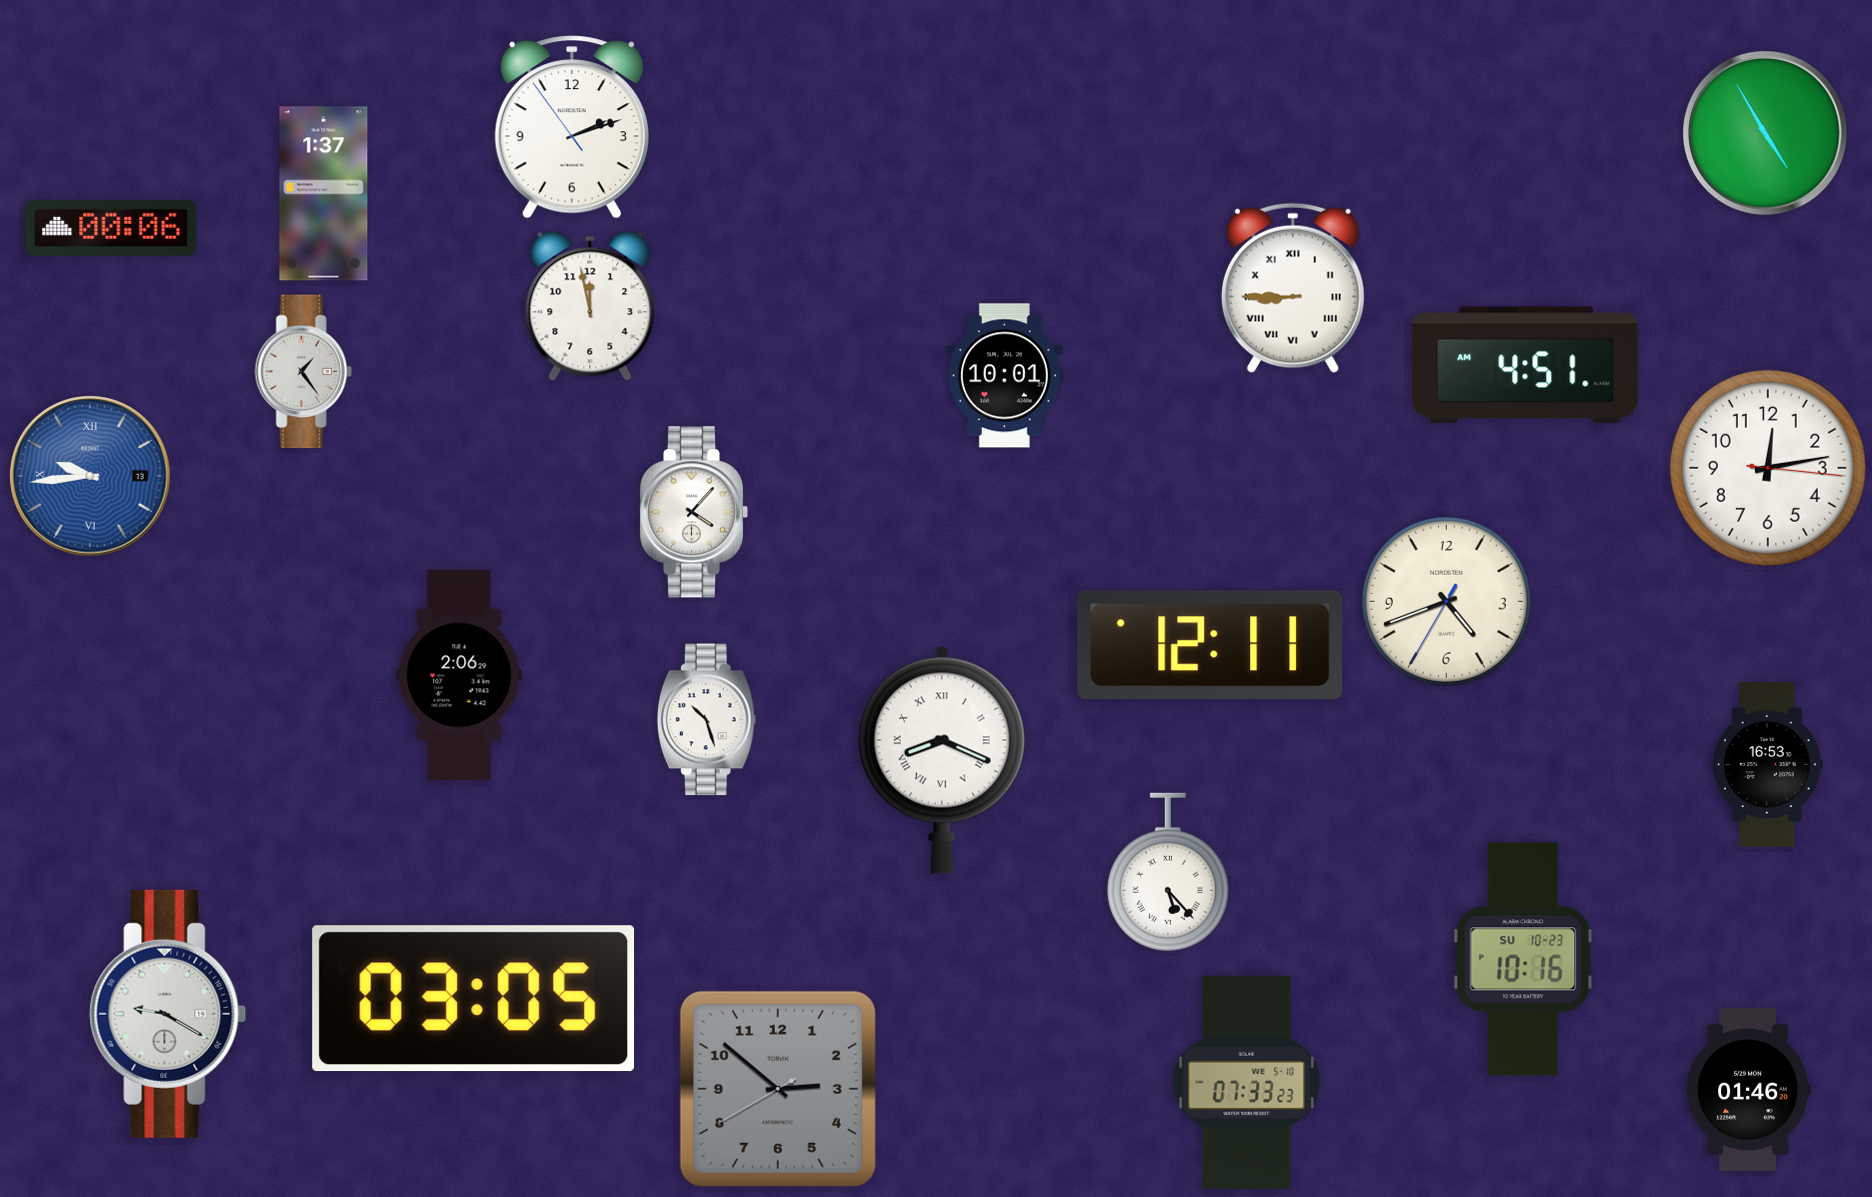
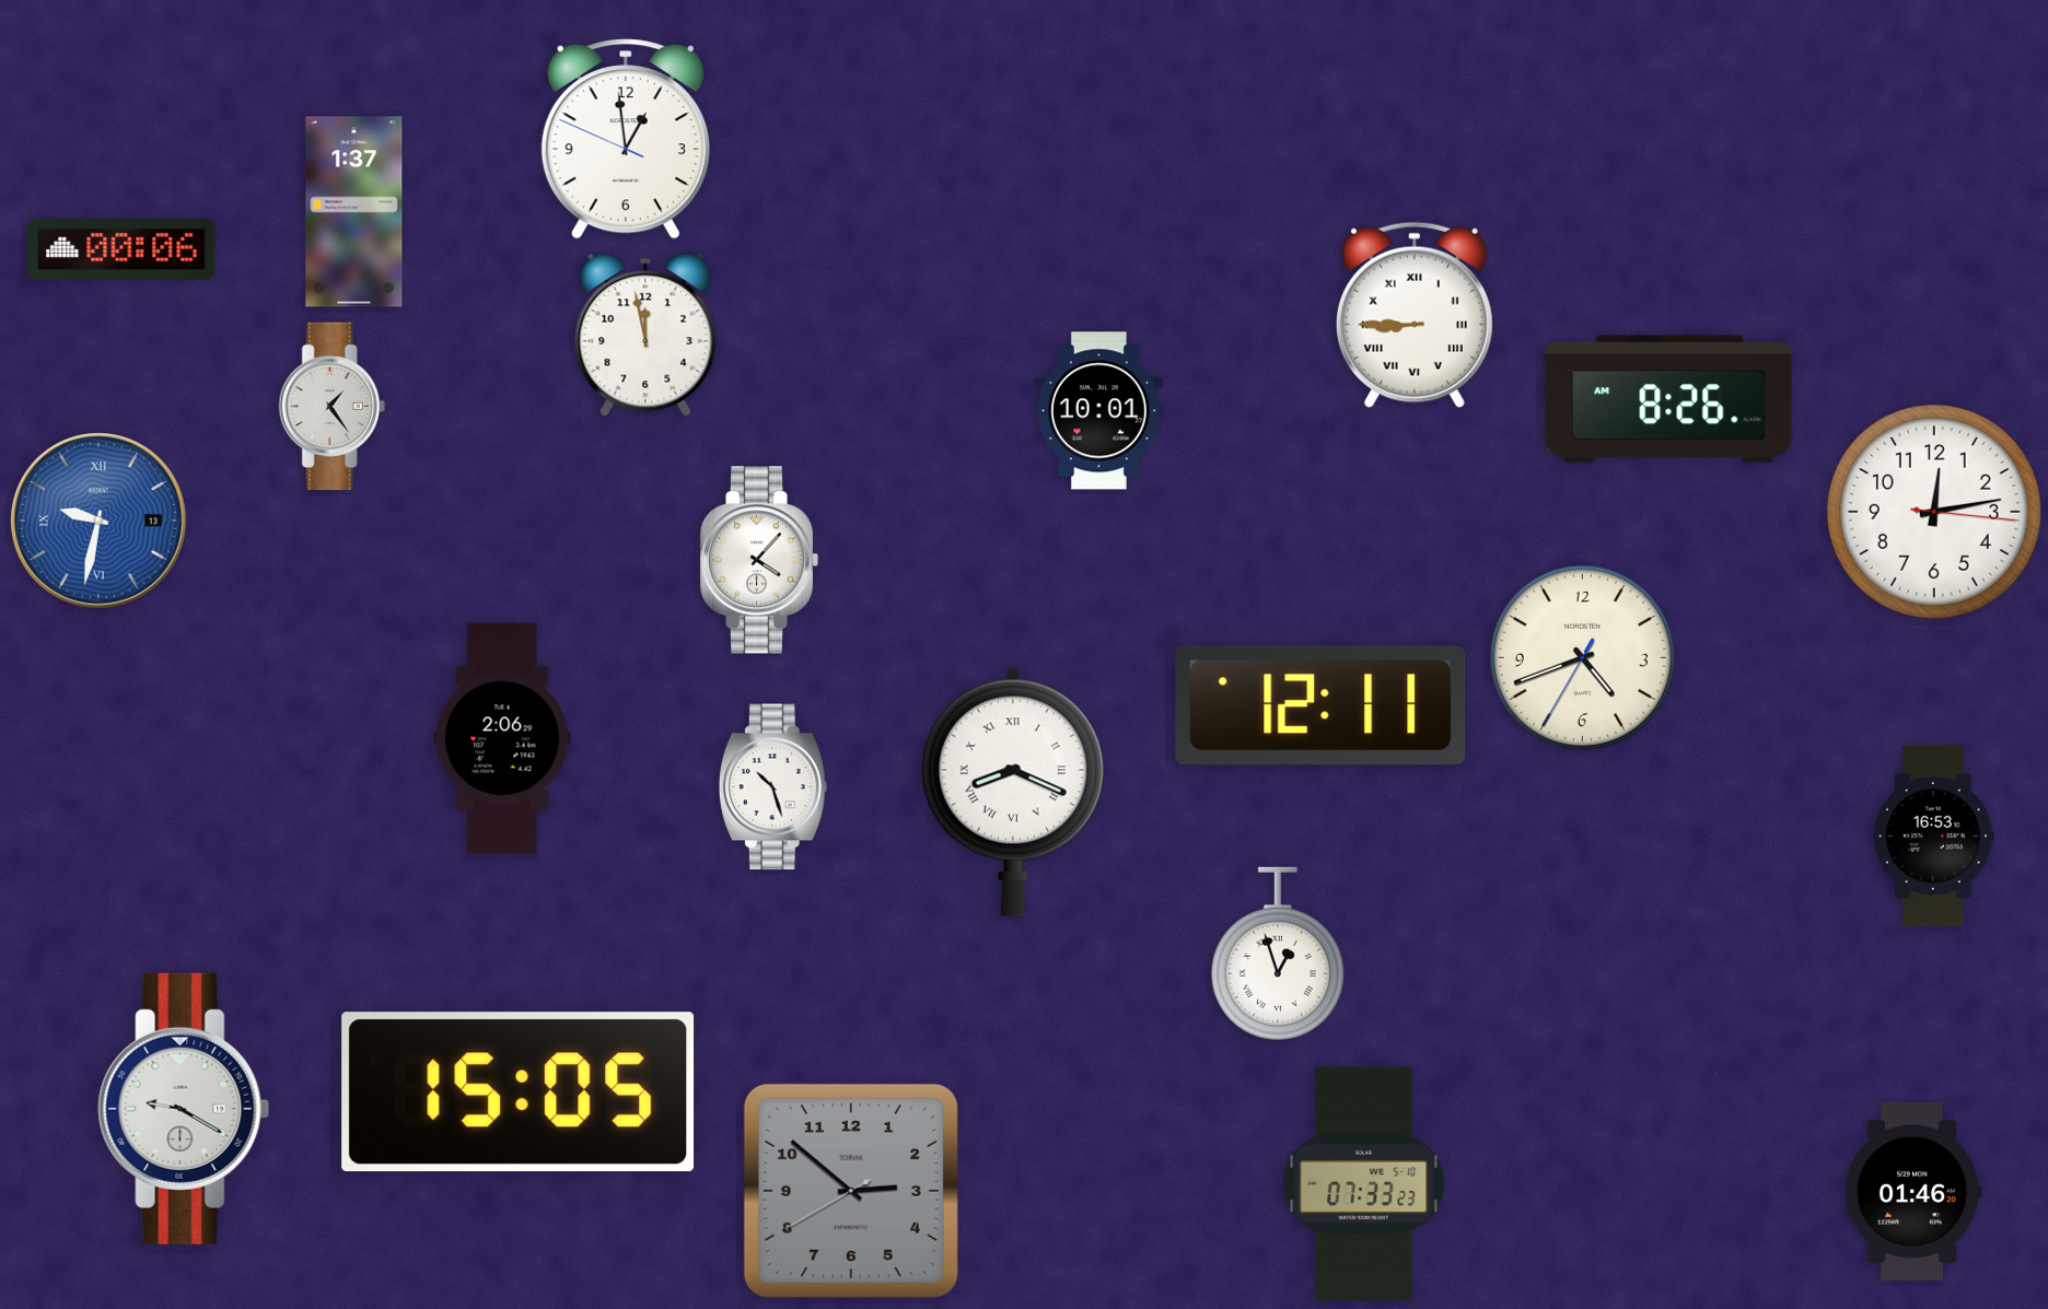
clock at (572, 127): 2:11 -> 12:58
clock at (1766, 134): 4:55 -> none
clock at (1525, 365): 4:51 -> 8:26
clock at (90, 476): 9:44 -> 9:32
clock at (1210, 644) position: (1210, 644) -> (1320, 704)
clock at (942, 760) position: (942, 760) -> (1013, 792)
clock at (1168, 872): 5:23 -> 12:57
clock at (1523, 959): 10:16 -> none
clock at (474, 999): 03:05 -> 15:05
